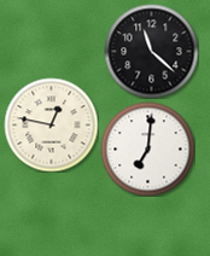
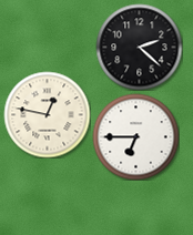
clock at (151, 51): 11:22 -> 2:22
clock at (147, 149): 7:01 -> 6:45
